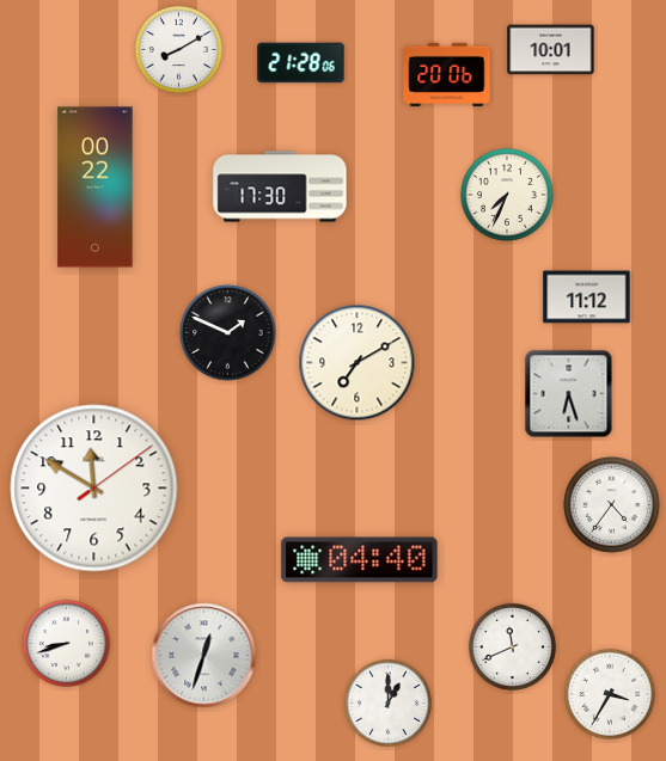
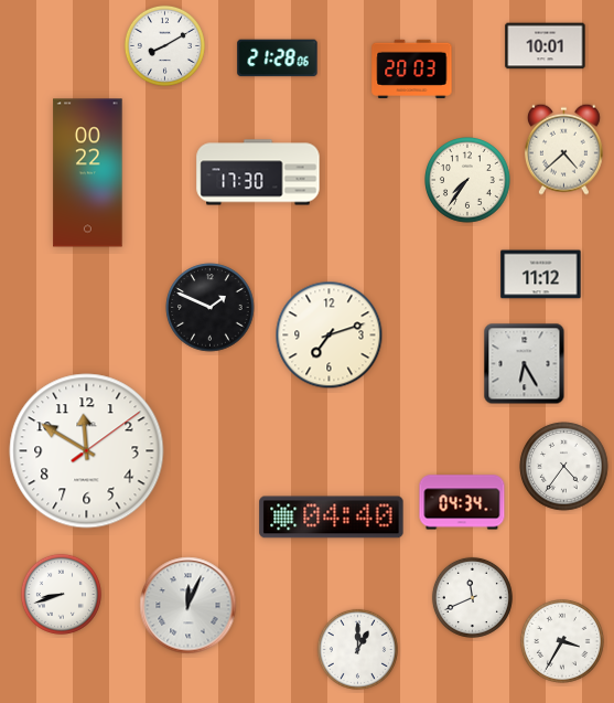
clock at (551, 50) position: (551, 50) -> (546, 46)
clock at (447, 74): 20:06 -> 20:03
clock at (563, 149): none -> 4:38
clock at (508, 196): 7:34 -> 7:36
clock at (358, 363): 7:10 -> 7:12
clock at (569, 394): 6:27 -> 6:25
clock at (462, 502): none -> 04:34
clock at (204, 656): 12:33 -> 12:04
